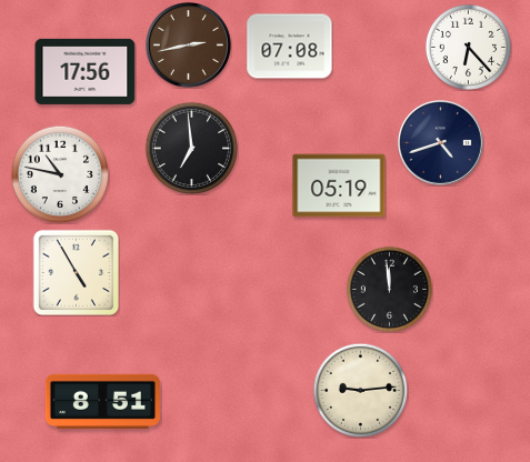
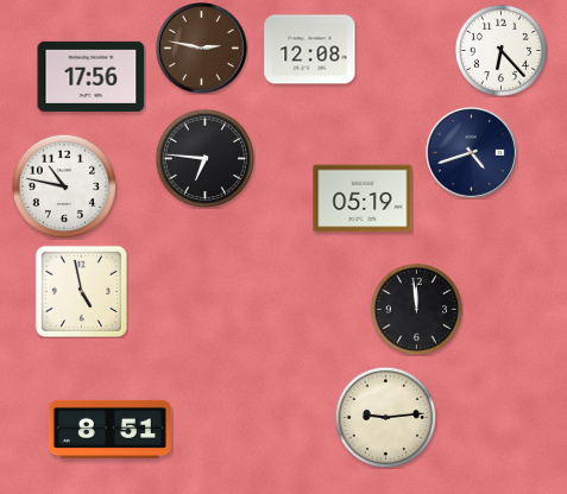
clock at (189, 46): 2:43 -> 2:47
clock at (290, 47): 07:08 -> 12:08
clock at (191, 148): 6:59 -> 6:46
clock at (76, 272): 4:55 -> 4:58
